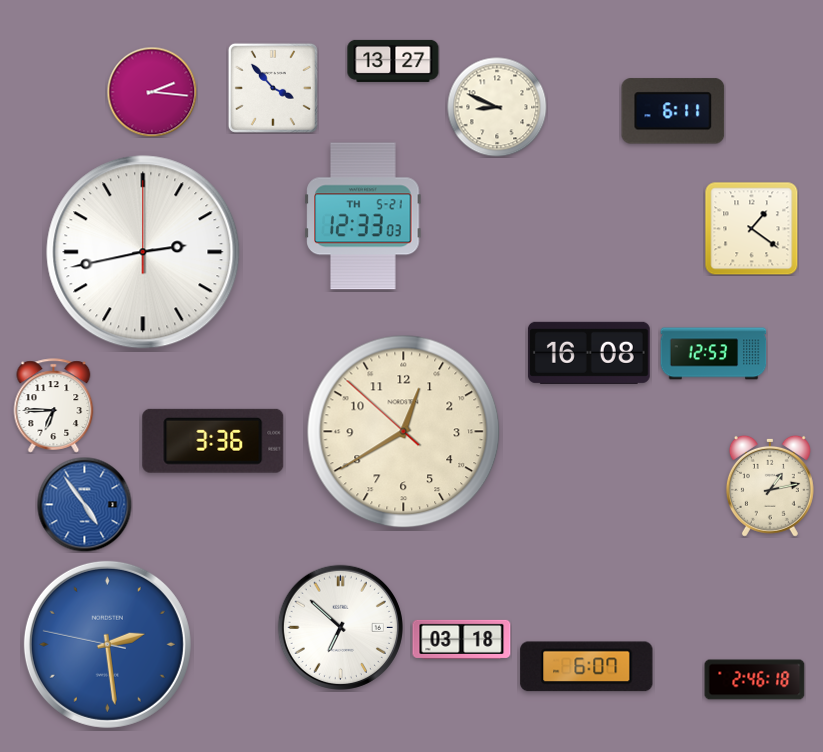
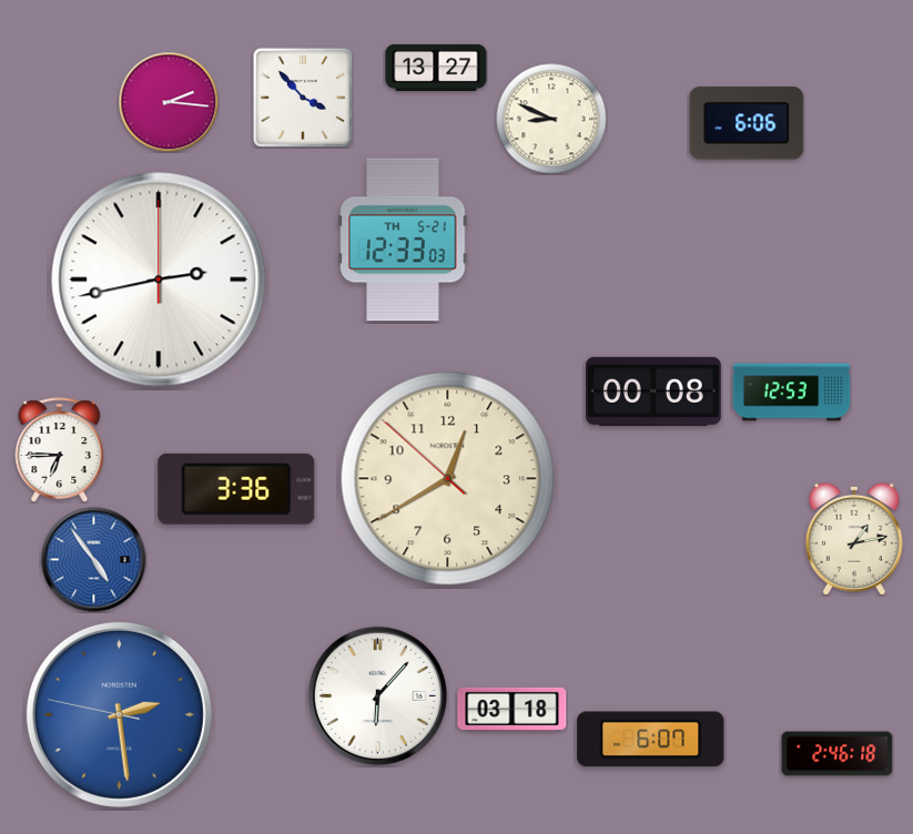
clock at (673, 111): 6:11 -> 6:06
clock at (752, 229): 1:21 -> none
clock at (589, 353): 16:08 -> 00:08
clock at (340, 627): 6:52 -> 6:07
